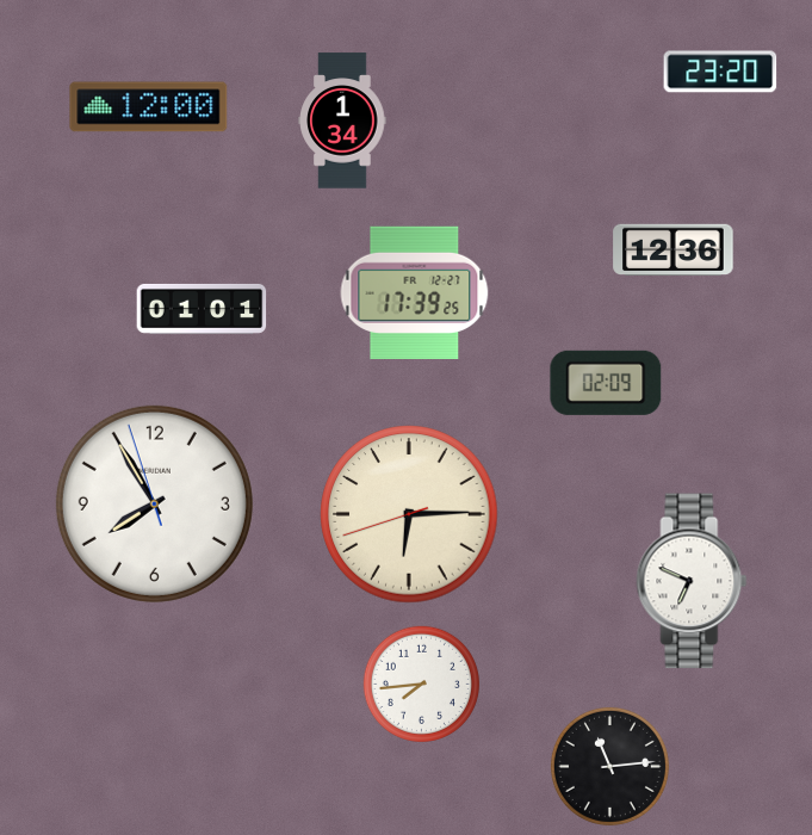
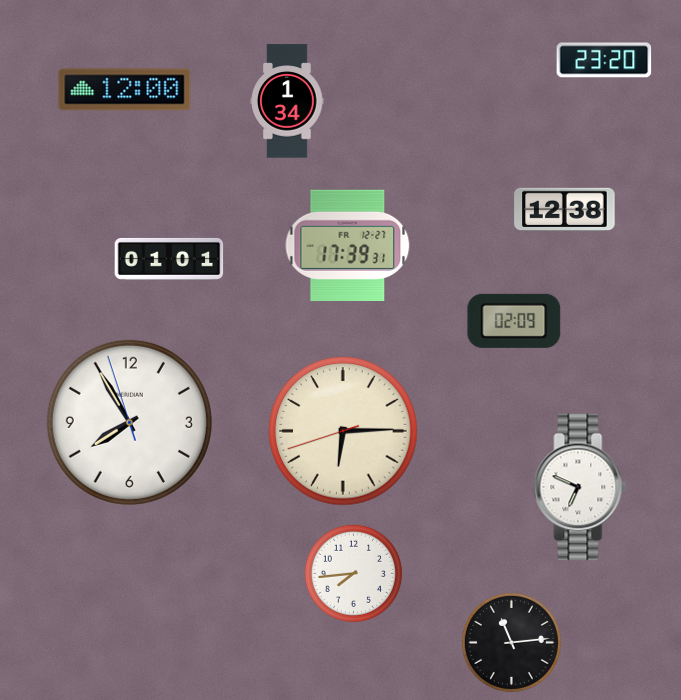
clock at (674, 249): 12:36 -> 12:38
clock at (415, 292): 17:39:25 -> 17:39:31
clock at (606, 383) position: (606, 383) -> (514, 321)
